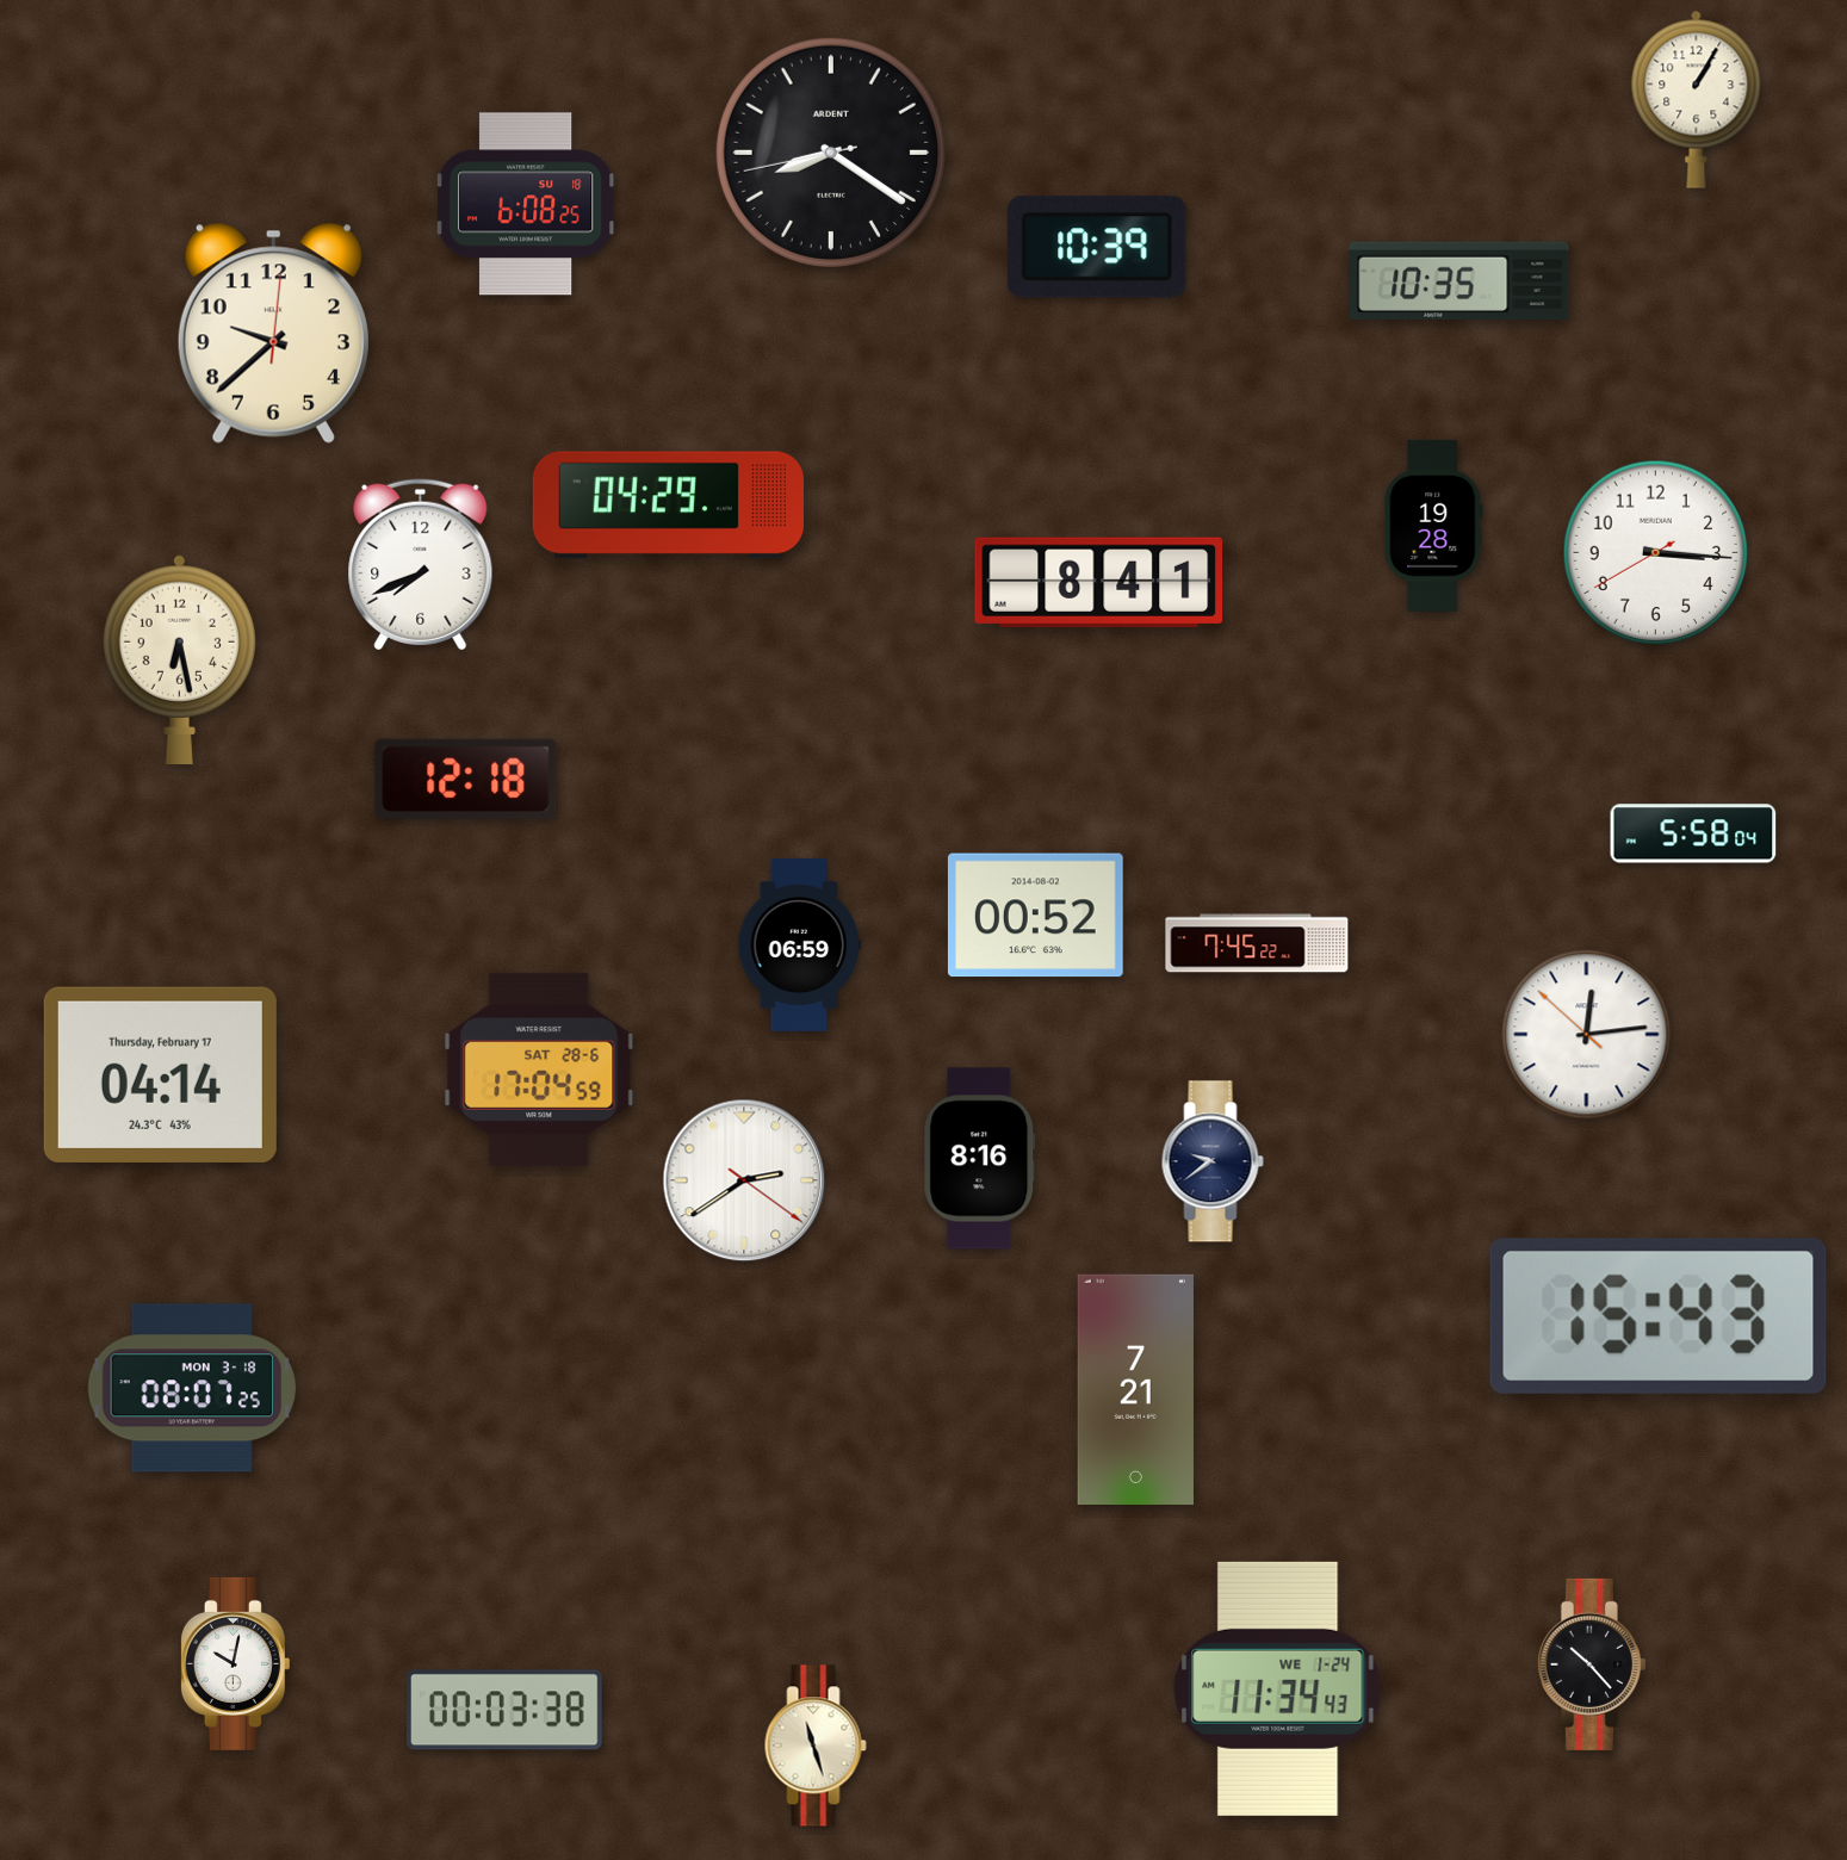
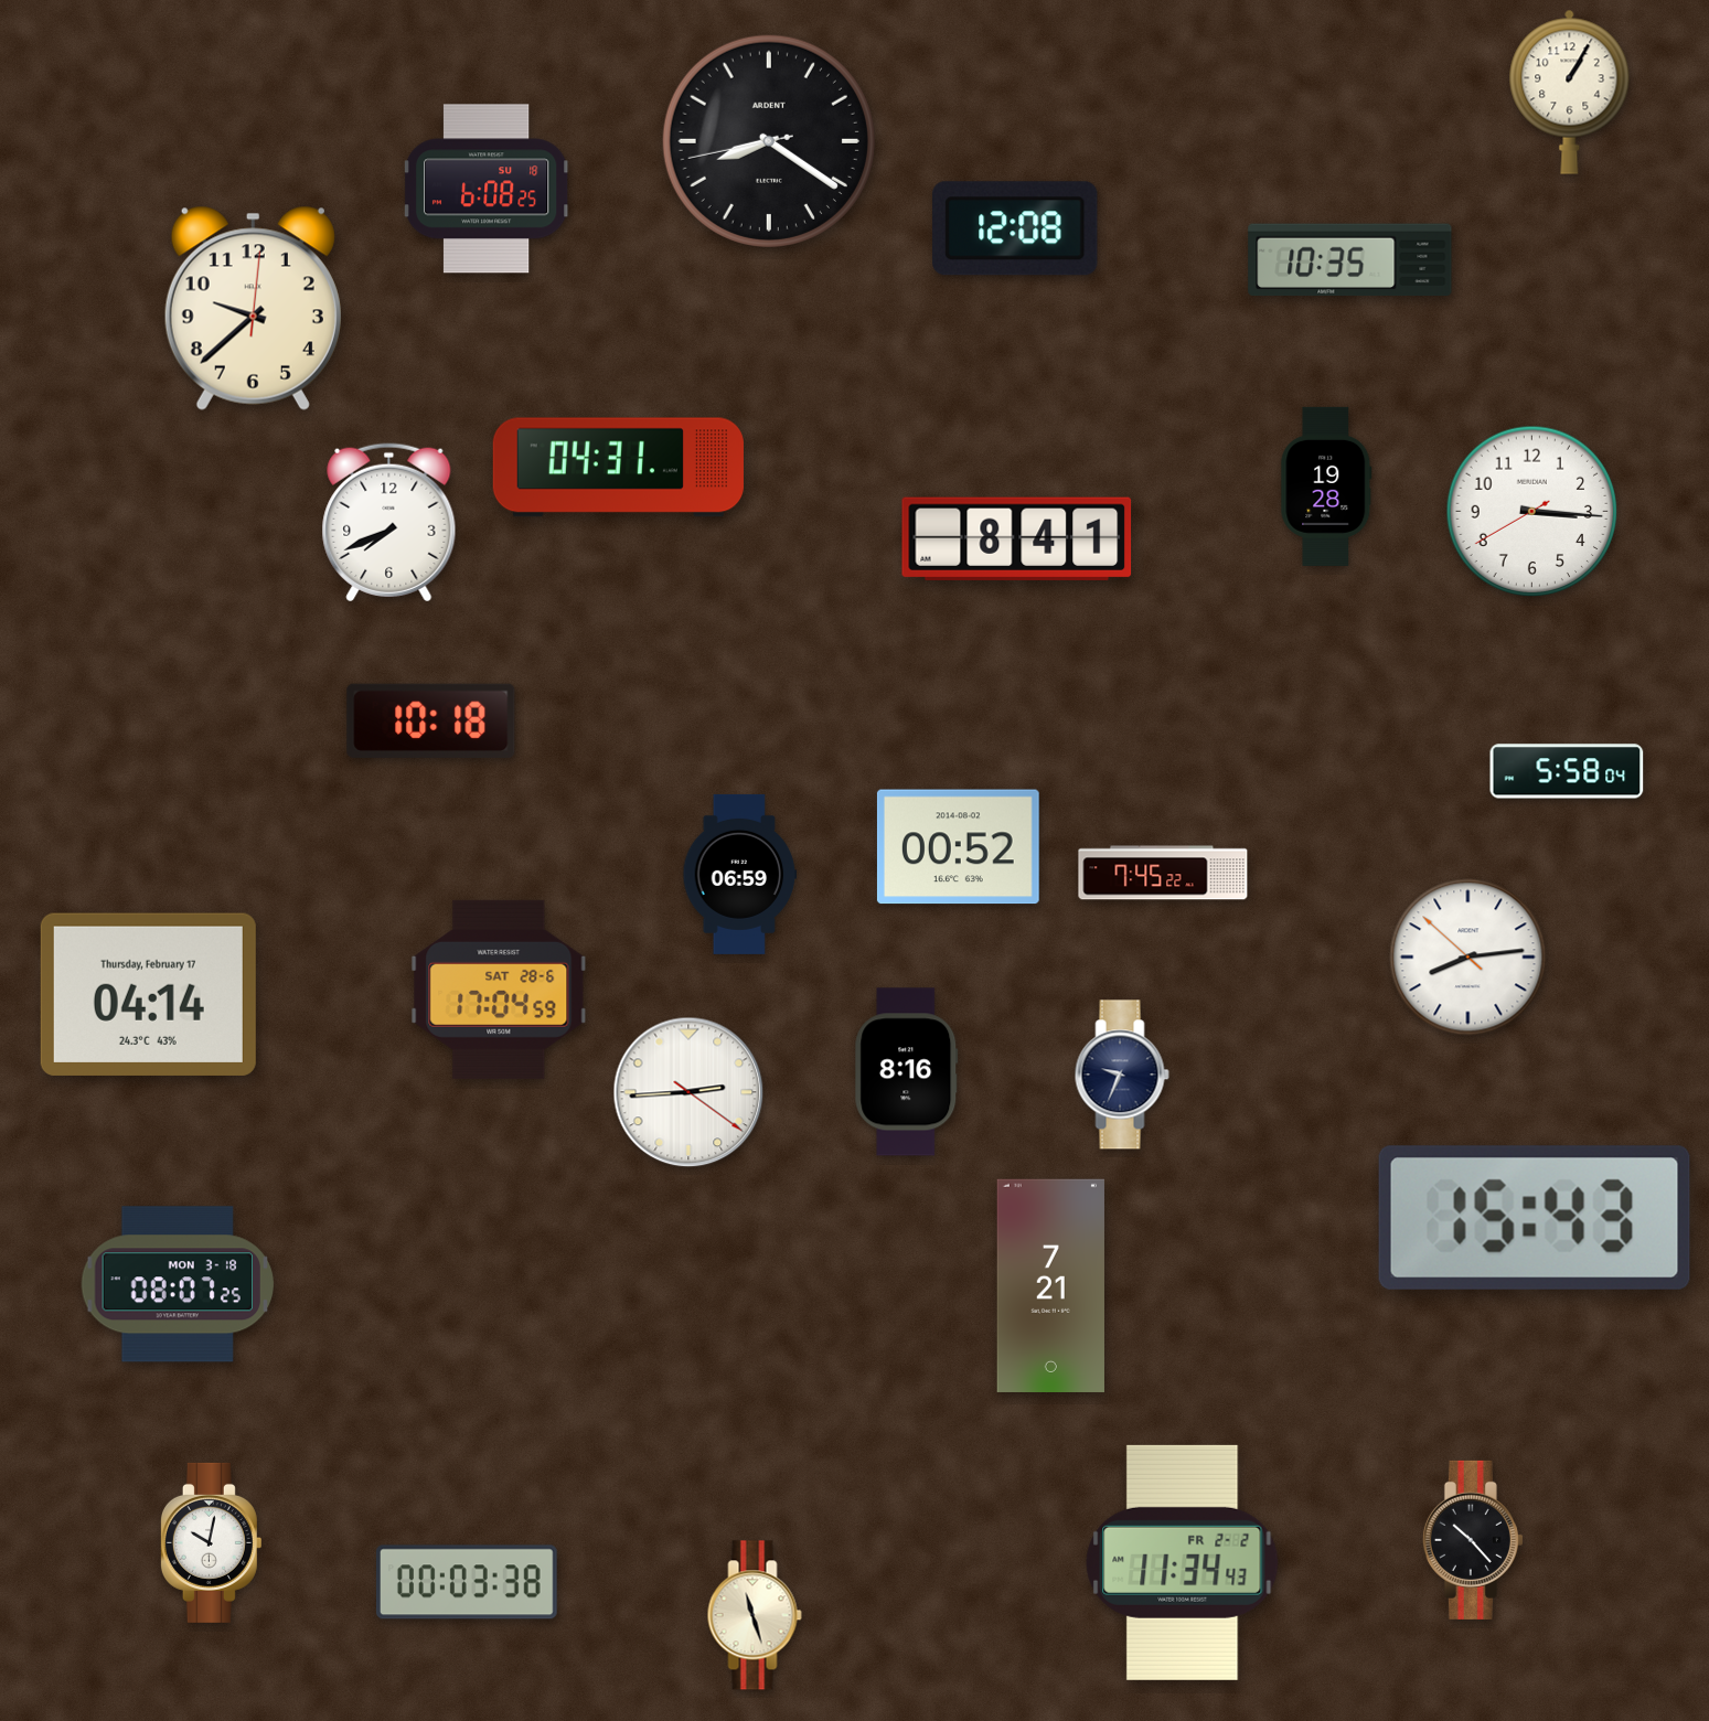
clock at (1097, 247): 10:39 -> 12:08
clock at (668, 506): 04:29 -> 04:31
clock at (179, 659): 6:28 -> none
clock at (466, 779): 12:18 -> 10:18
clock at (1587, 1035): 12:13 -> 8:13
clock at (1213, 1161): 9:39 -> 9:34
clock at (744, 1180): 2:39 -> 2:44
clock at (235, 1663) position: (235, 1663) -> (211, 1542)
clock at (1278, 1688) date: WE 1-24 -> FR 2-2
